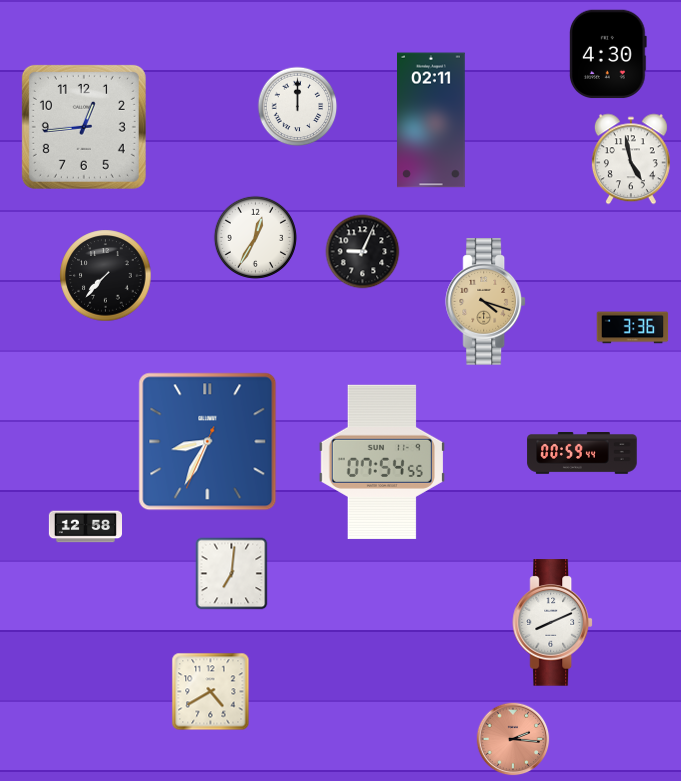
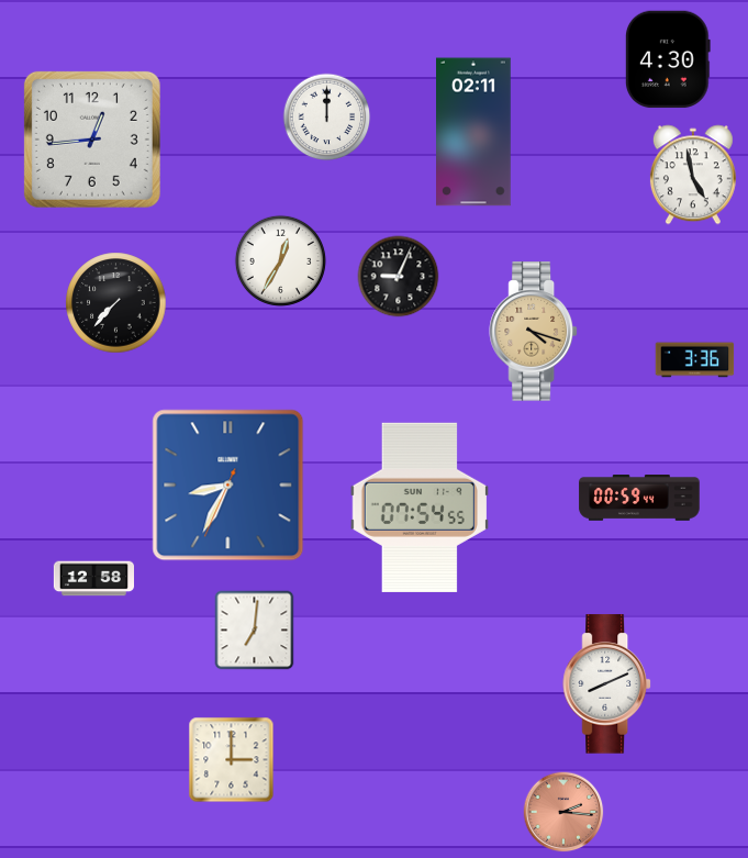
clock at (211, 692): 4:40 -> 3:00
